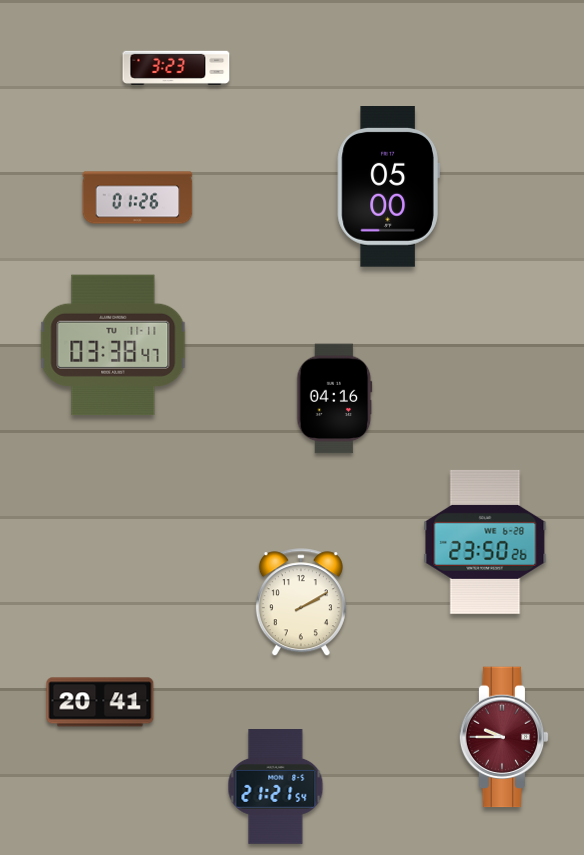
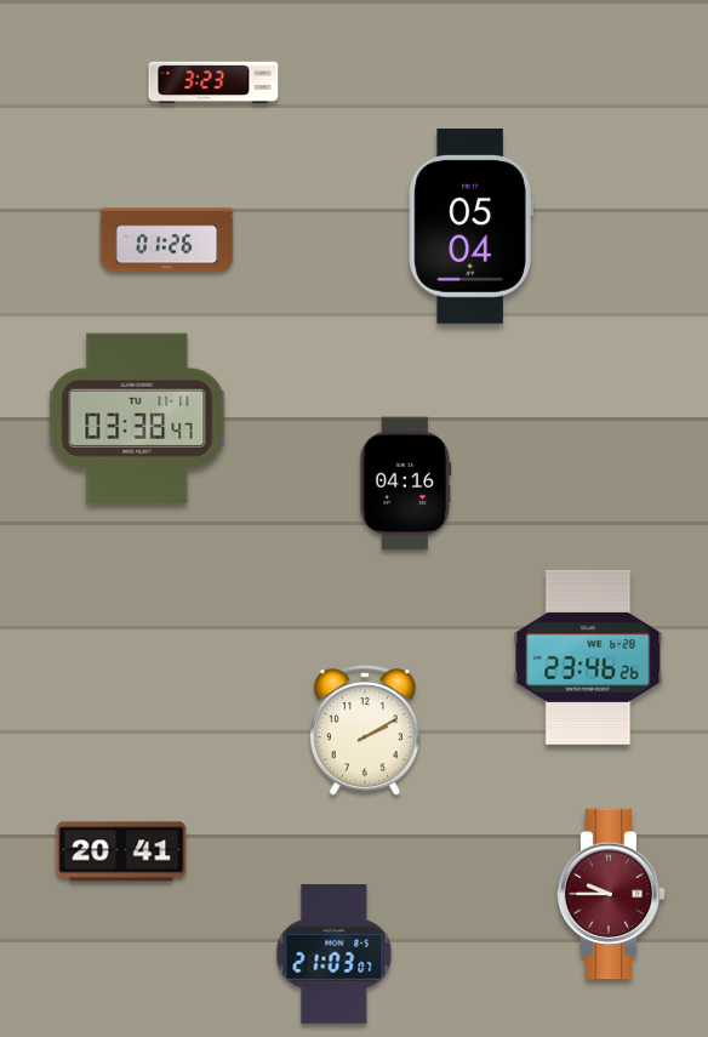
clock at (388, 187): 05:00 -> 05:04
clock at (485, 542): 23:50 -> 23:46
clock at (276, 787): 21:21 -> 21:03
